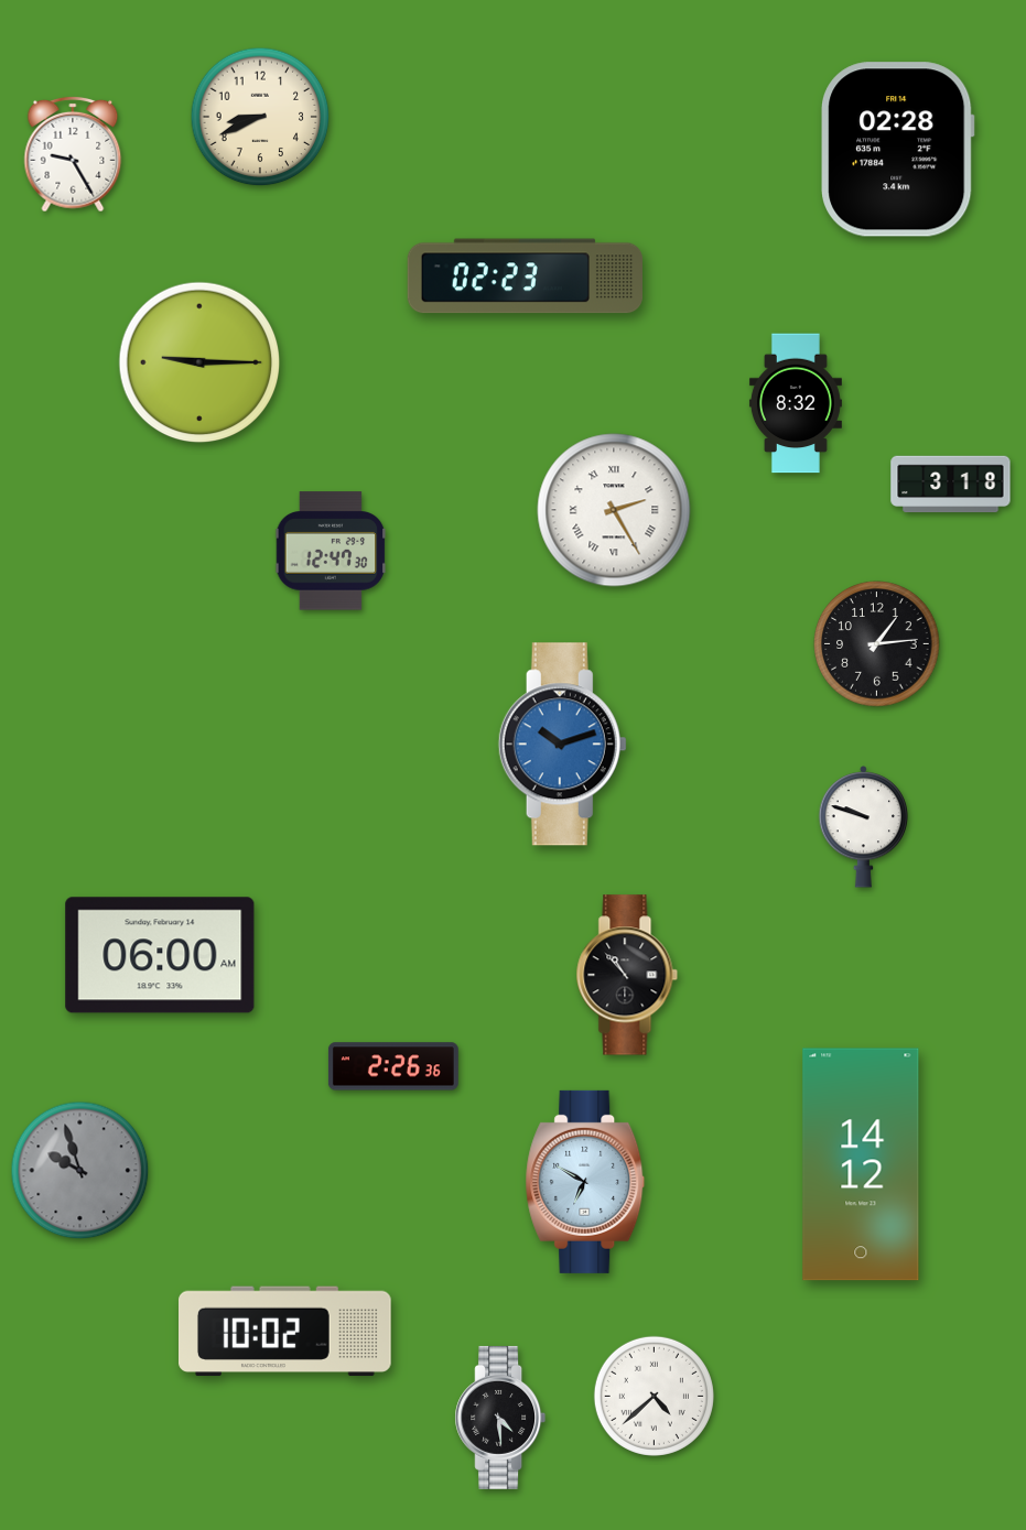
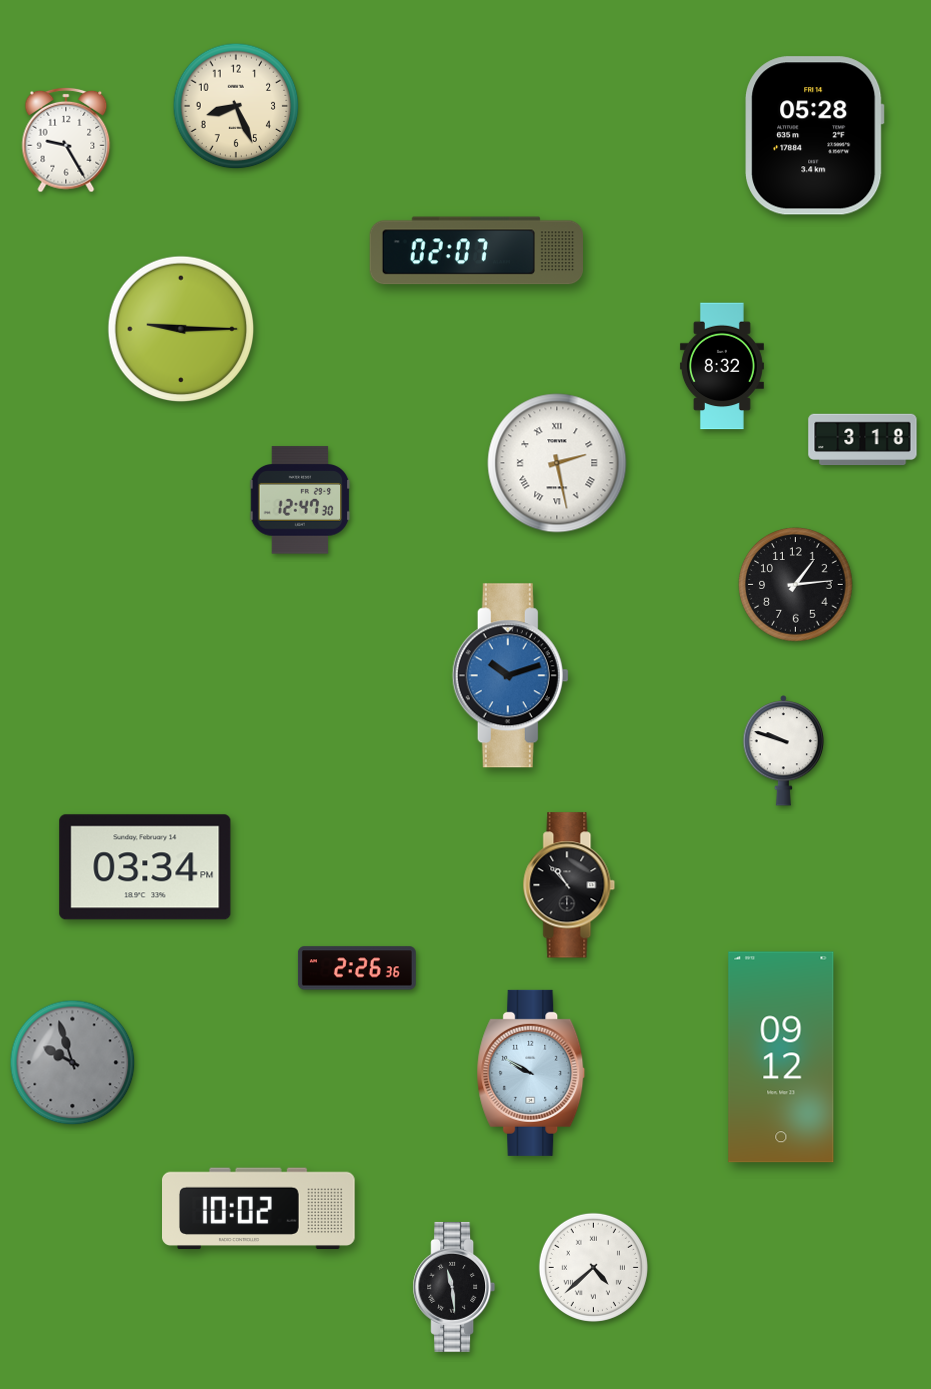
clock at (260, 117): 8:41 -> 8:26
clock at (898, 150): 02:28 -> 05:28
clock at (525, 276): 02:23 -> 02:07
clock at (614, 510): 2:25 -> 2:28
clock at (160, 955): 06:00 -> 03:34
clock at (861, 1164): 14:12 -> 09:12
clock at (585, 1182): 6:50 -> 9:50
clock at (500, 1418): 4:29 -> 11:29
